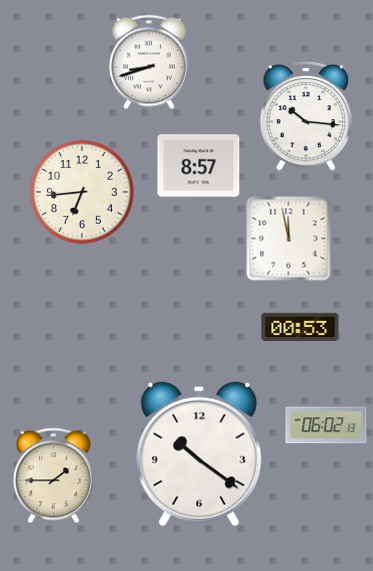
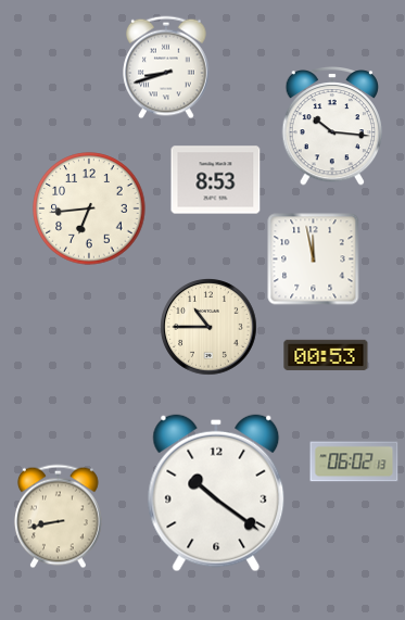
clock at (149, 62) position: (149, 62) -> (166, 67)
clock at (199, 166): 8:57 -> 8:53
clock at (208, 327): none -> 10:45
clock at (53, 476): 1:45 -> 8:43
